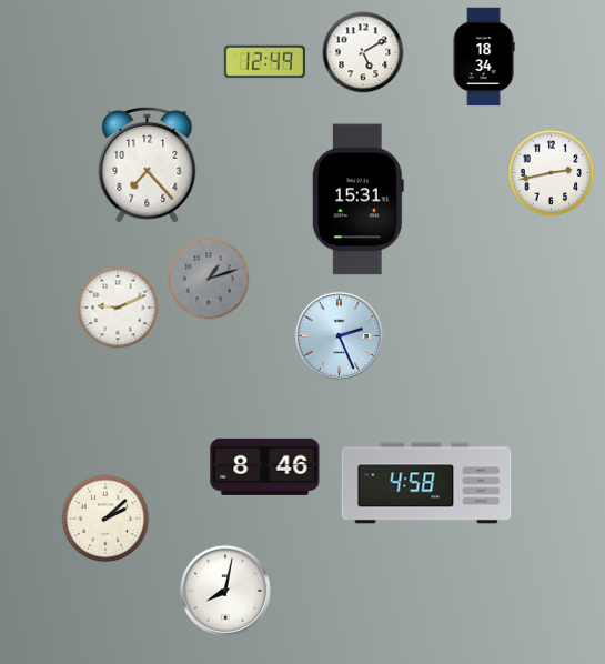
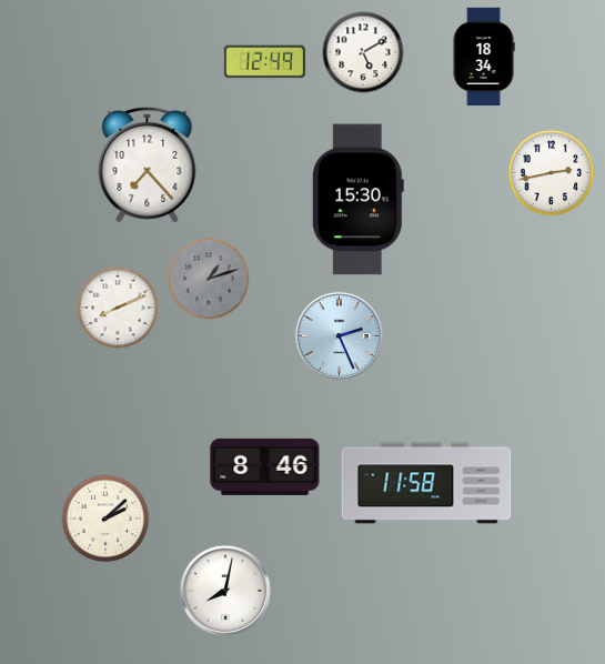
clock at (357, 200): 15:31 -> 15:30
clock at (118, 308): 9:11 -> 8:11
clock at (426, 483): 4:58 -> 11:58
